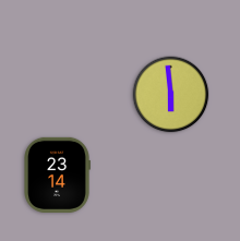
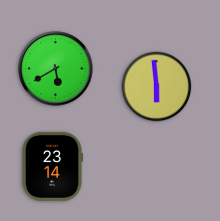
clock at (56, 69): none -> 5:40
clock at (57, 174) position: (57, 174) -> (52, 166)
